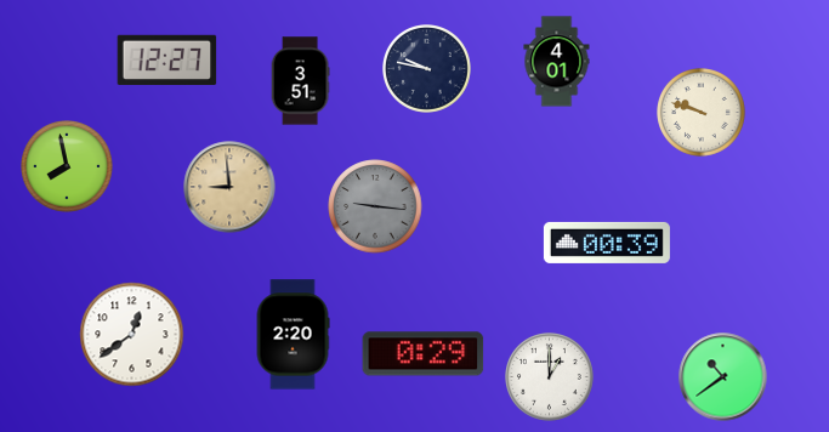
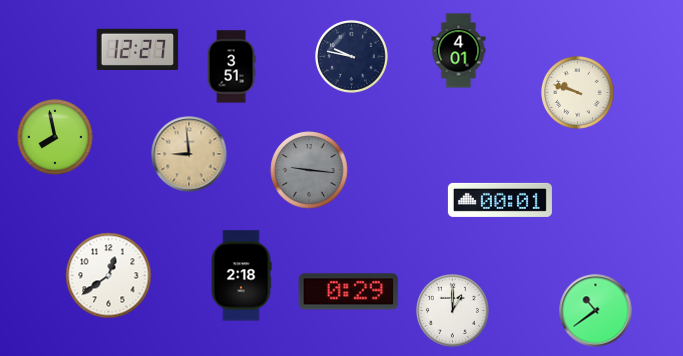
clock at (300, 81) position: (300, 81) -> (231, 67)
clock at (607, 243): 00:39 -> 00:01
clock at (293, 335): 2:20 -> 2:18
